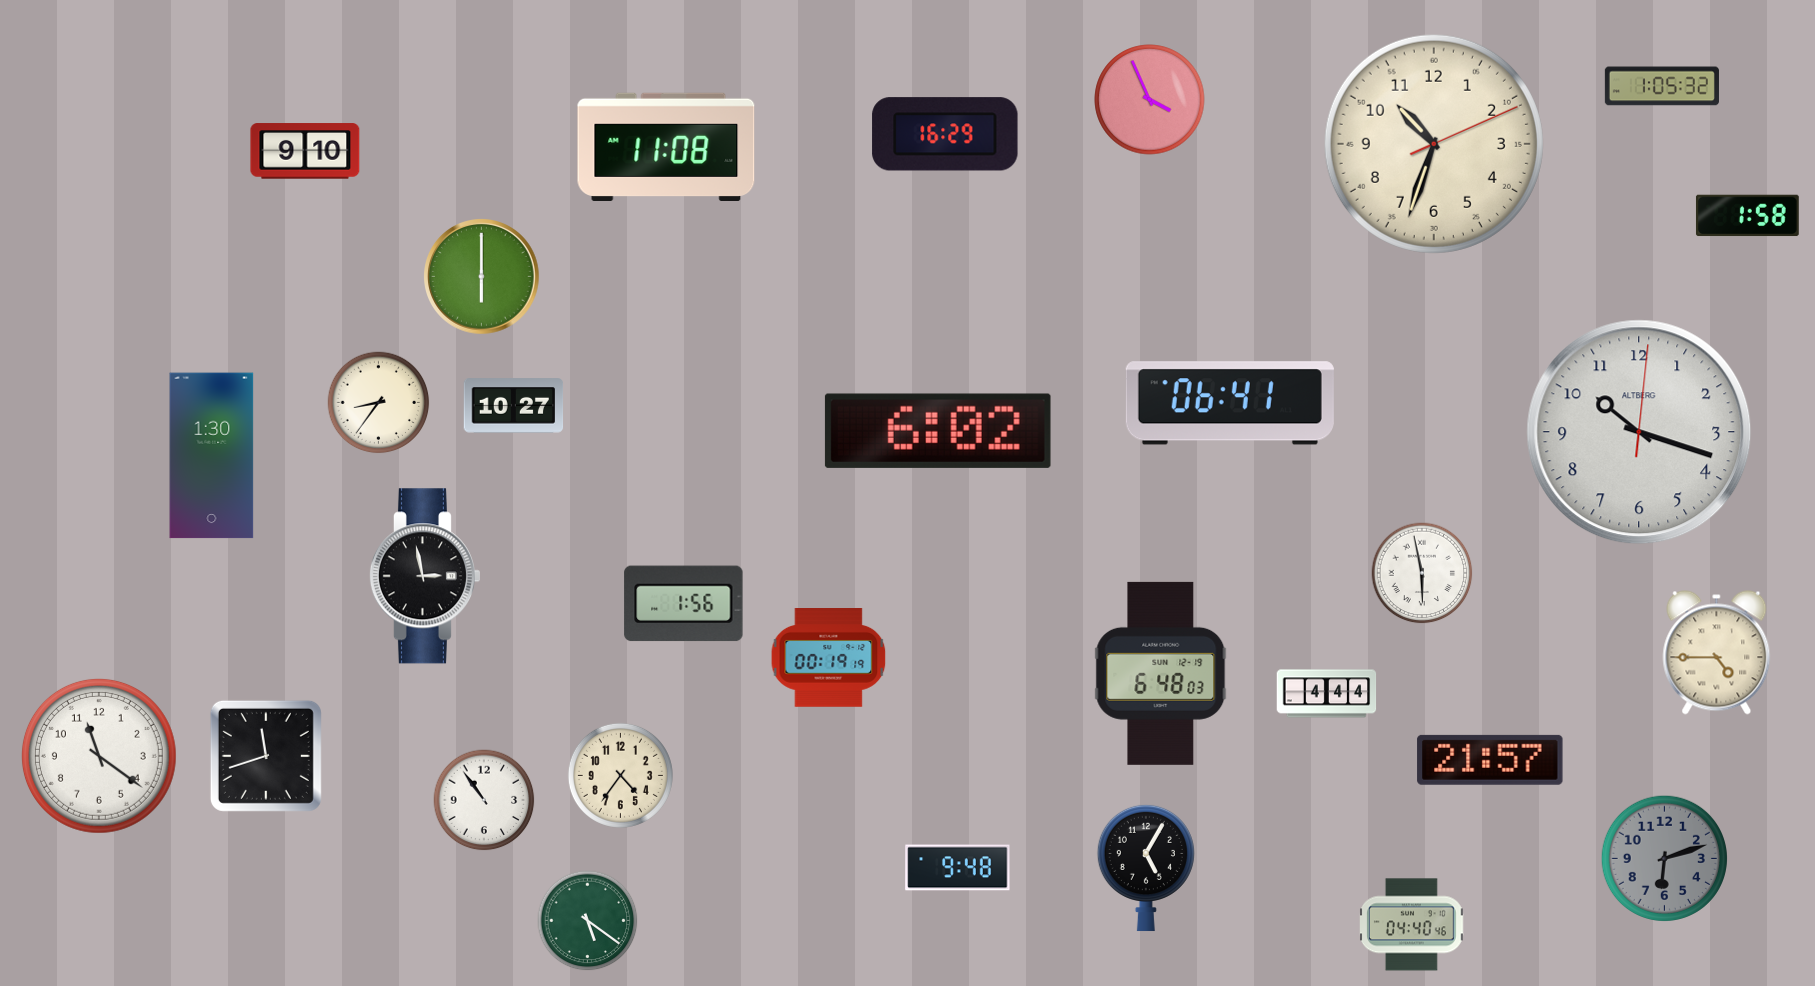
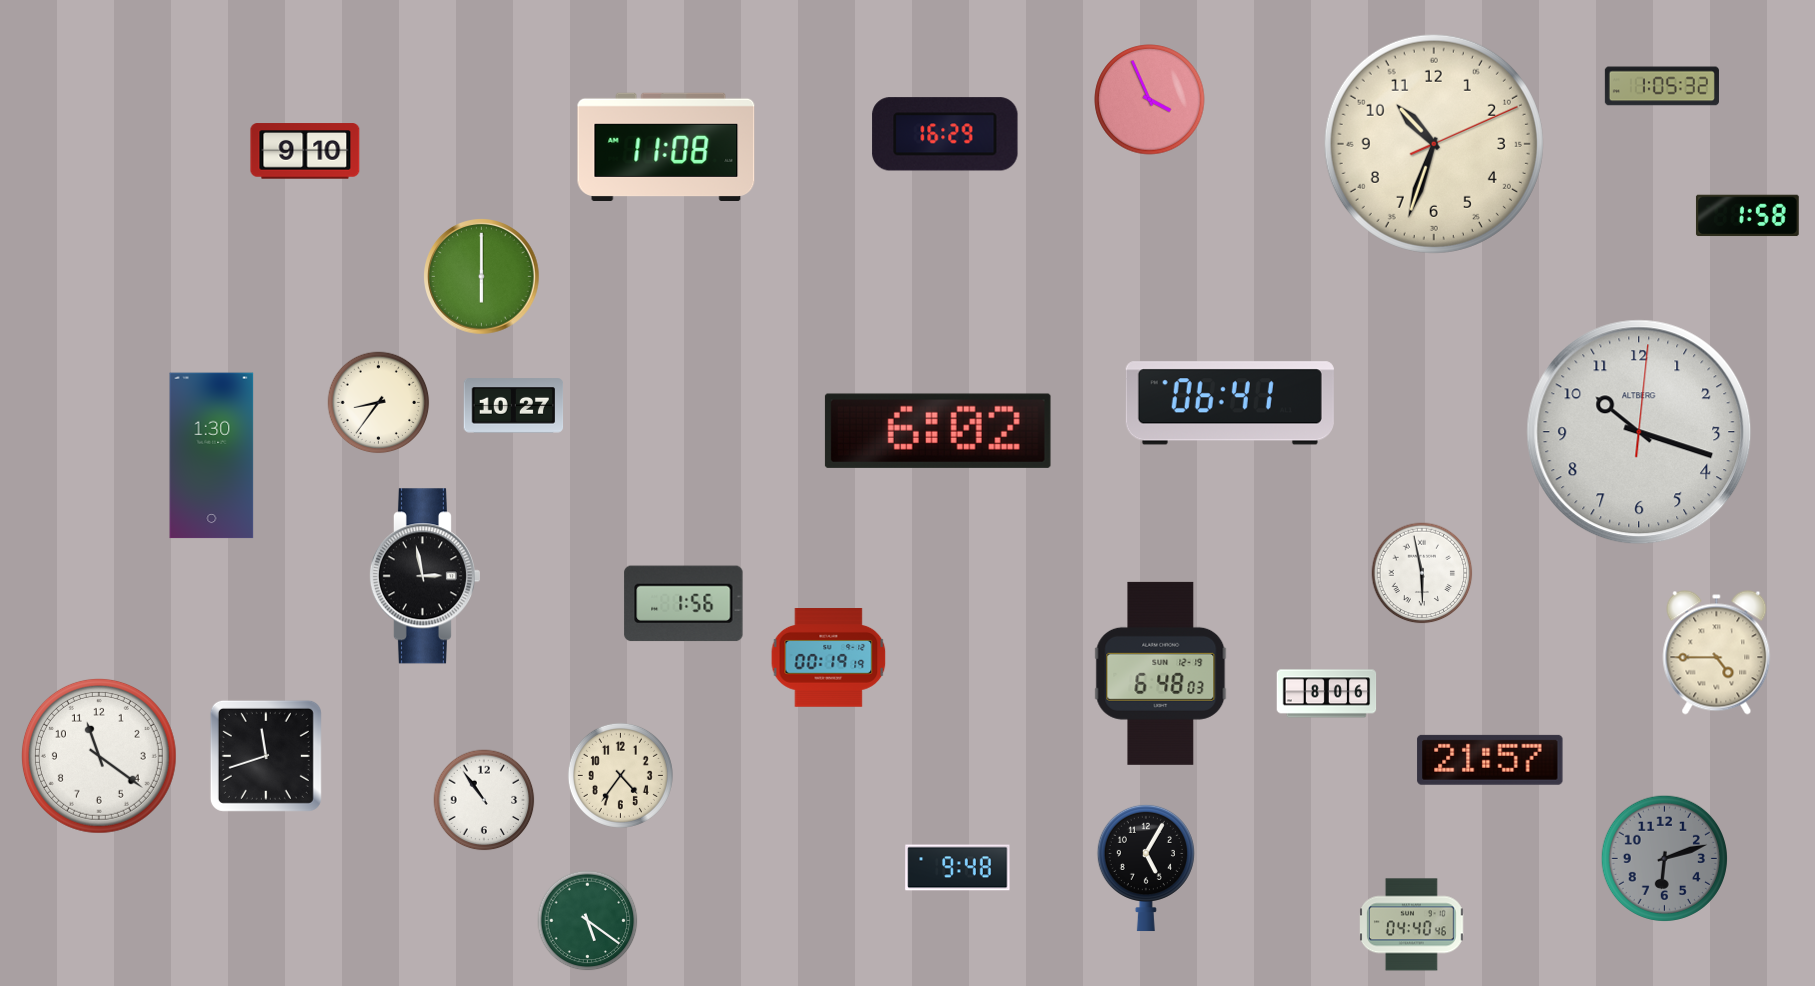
clock at (1327, 694): 4:44 -> 8:06
